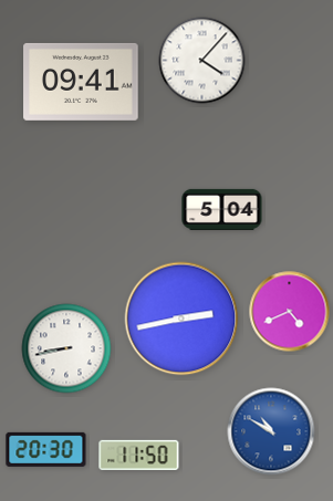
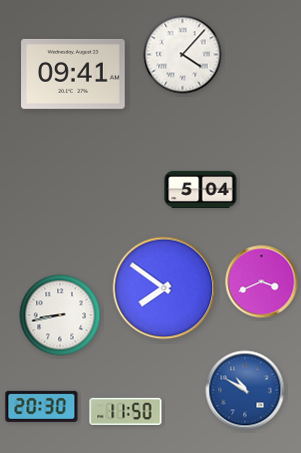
clock at (290, 312): 4:41 -> 3:41
clock at (181, 319): 2:43 -> 7:51
